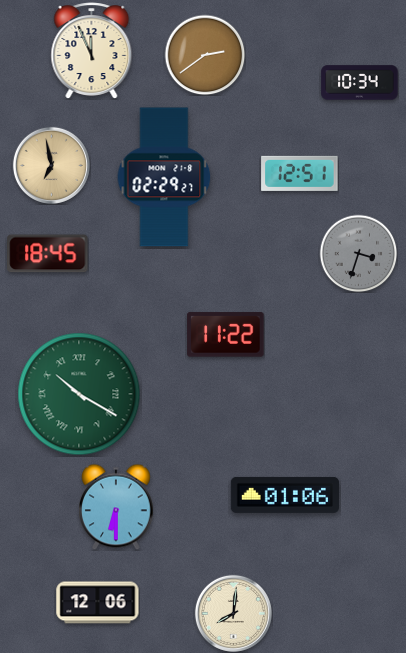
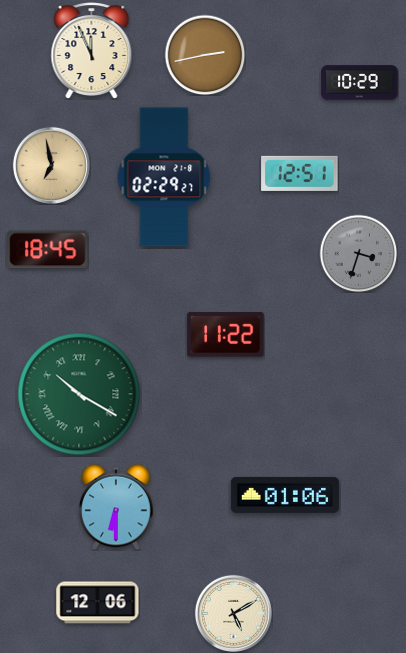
clock at (205, 55): 2:39 -> 2:43
clock at (360, 83): 10:34 -> 10:29
clock at (48, 254) position: (48, 254) -> (48, 250)
clock at (233, 613): 8:01 -> 5:10
